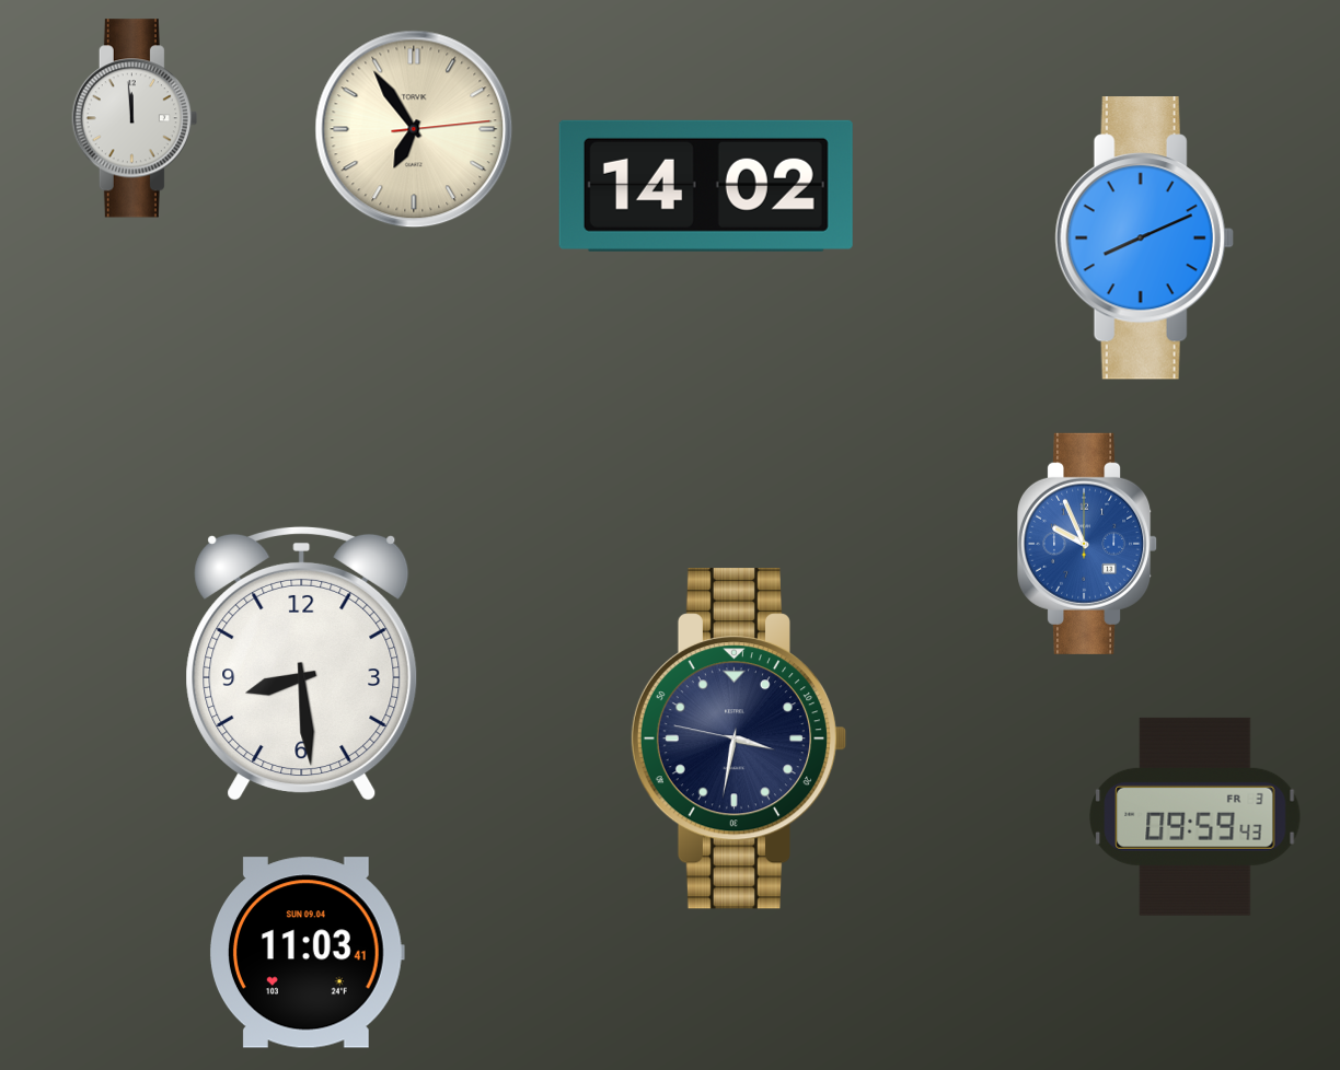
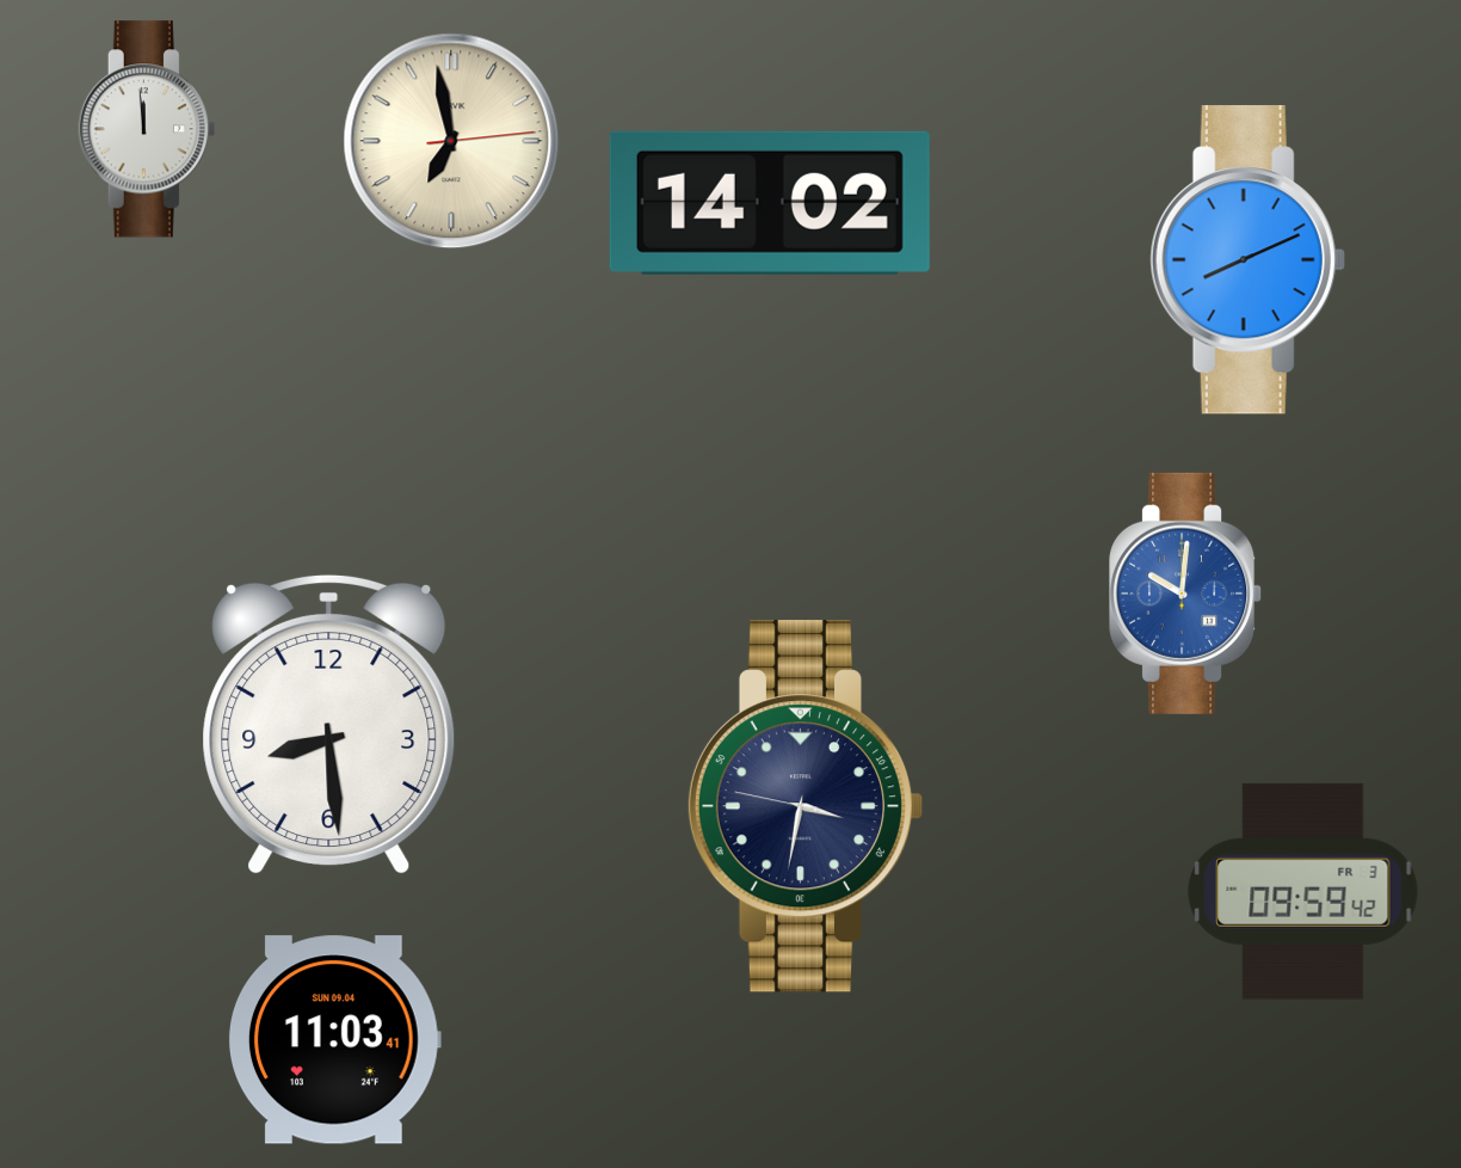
clock at (414, 129): 6:54 -> 6:58
clock at (1088, 544): 9:56 -> 10:01
clock at (1195, 816): 09:59:43 -> 09:59:42
